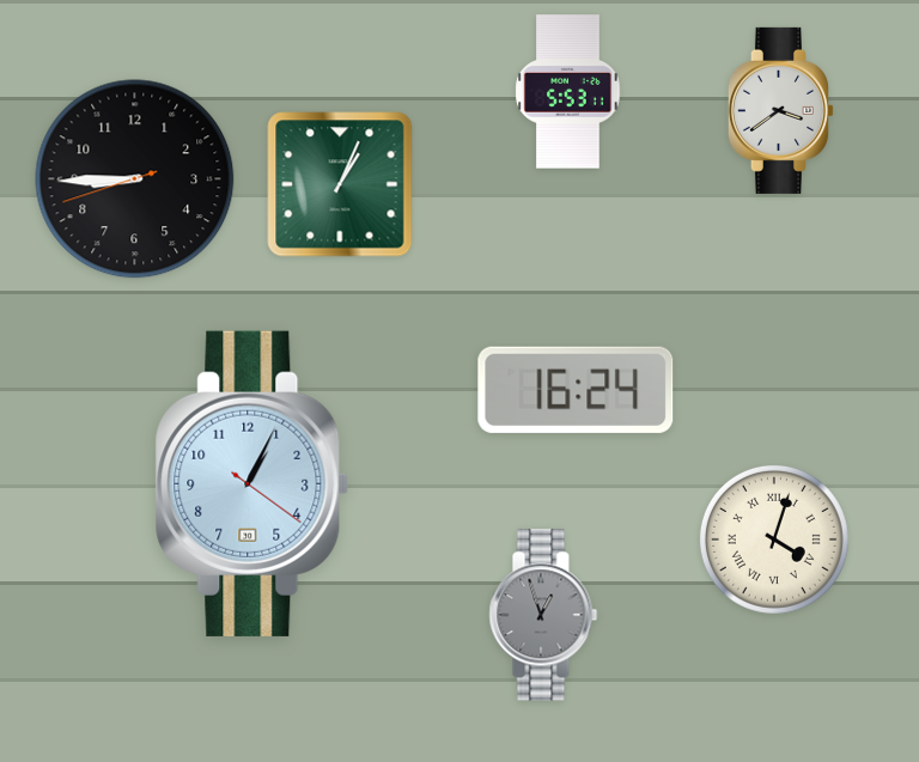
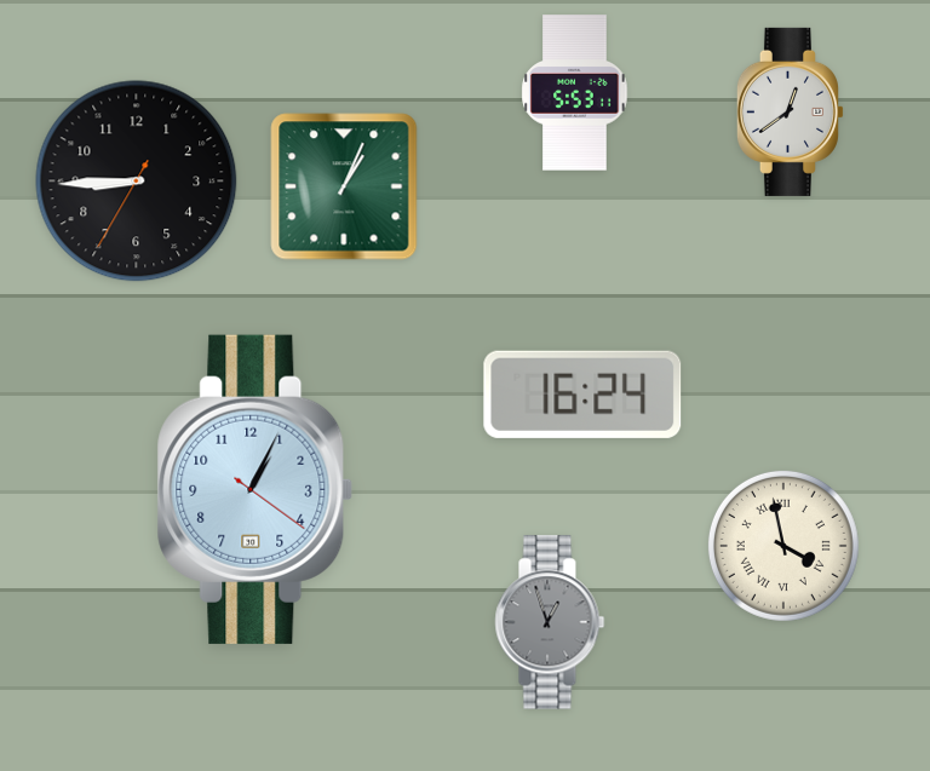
clock at (780, 110): 3:39 -> 12:39
clock at (135, 179): 8:44:42 -> 8:44:35
clock at (774, 540): 4:03 -> 3:58
